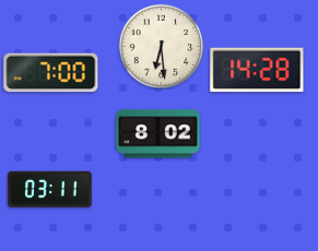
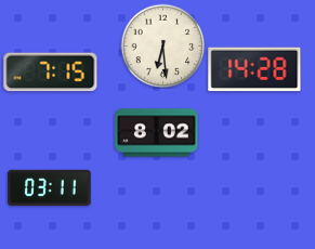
clock at (161, 46) position: (161, 46) -> (162, 45)
clock at (51, 73): 7:00 -> 7:15
